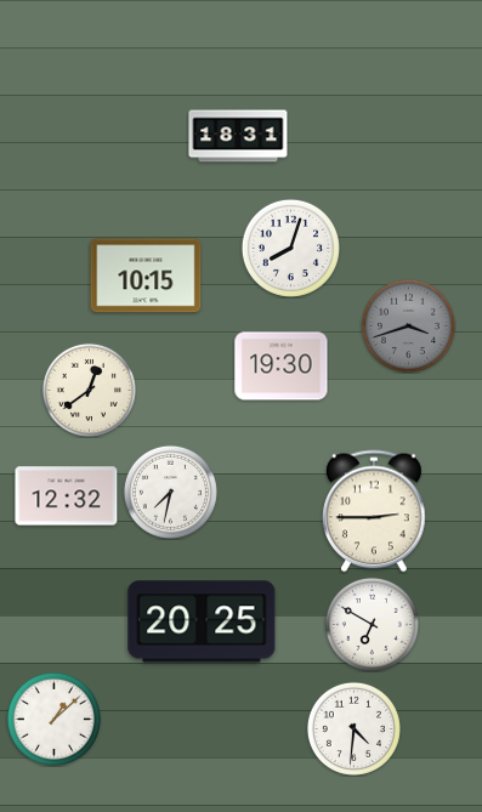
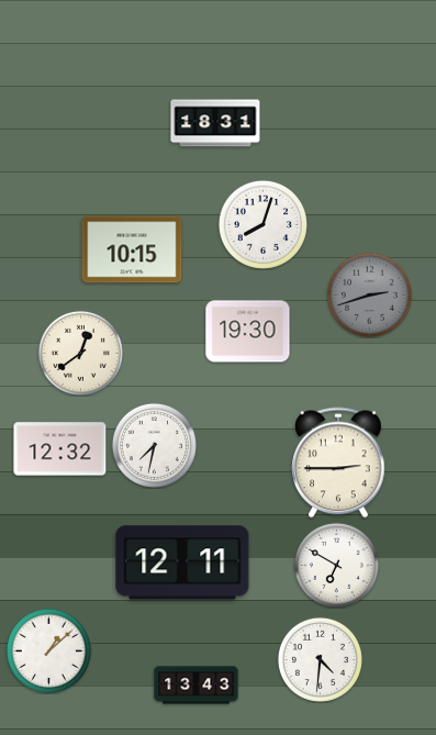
clock at (408, 325): 3:42 -> 2:42
clock at (282, 367) position: (282, 367) -> (248, 332)
clock at (202, 621): 20:25 -> 12:11
clock at (197, 686): none -> 13:43
